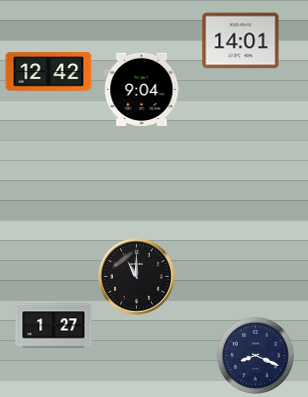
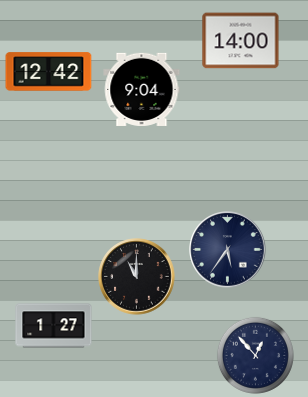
clock at (241, 41): 14:01 -> 14:00
clock at (228, 250): none -> 5:36
clock at (255, 355): 8:19 -> 12:53
